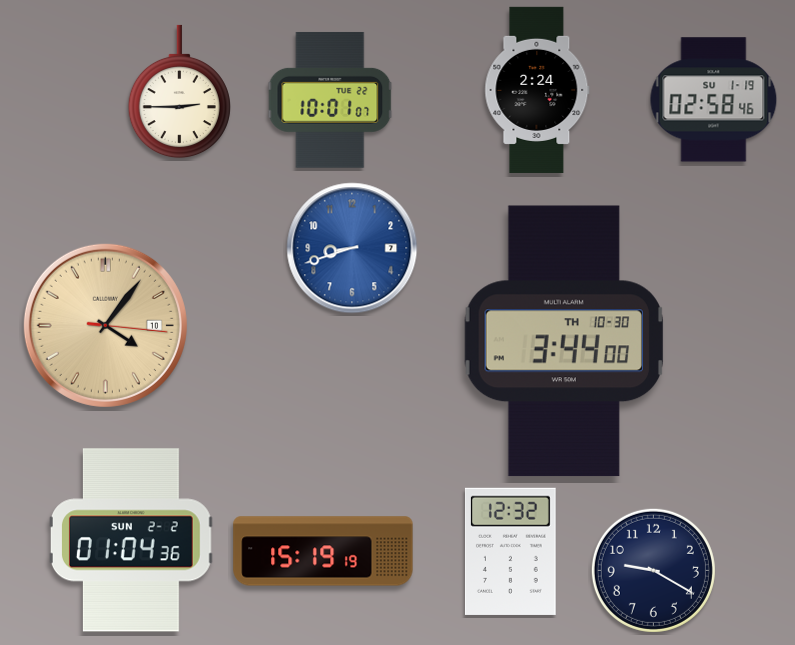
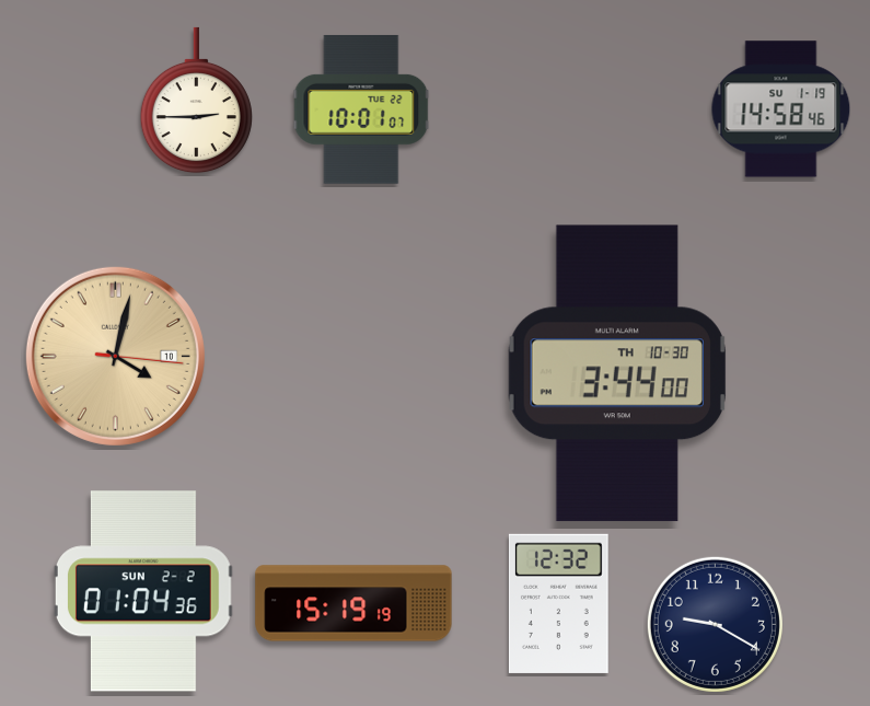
clock at (537, 90): 2:24 -> none
clock at (714, 100): 02:58 -> 14:58
clock at (352, 248): 8:42 -> none
clock at (105, 325): 4:06 -> 4:02
